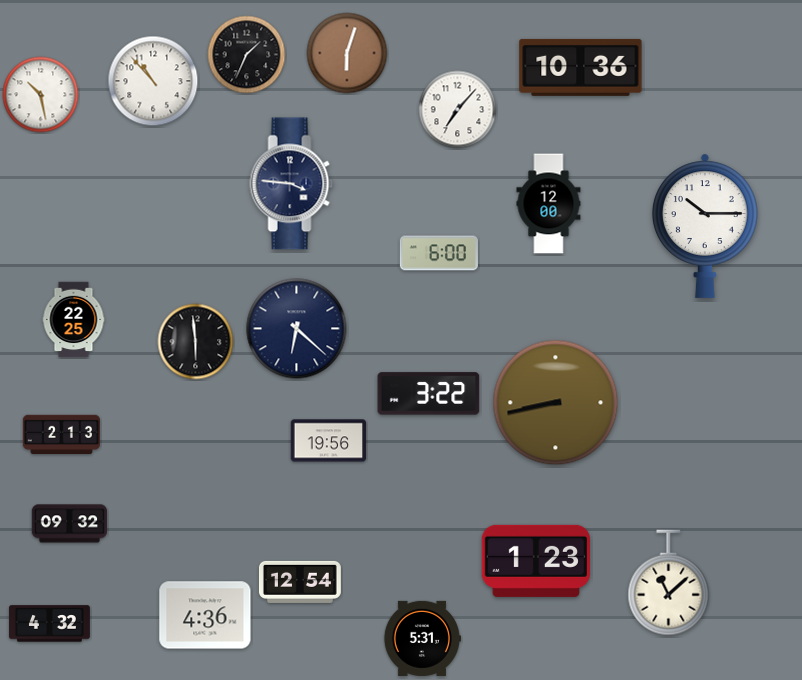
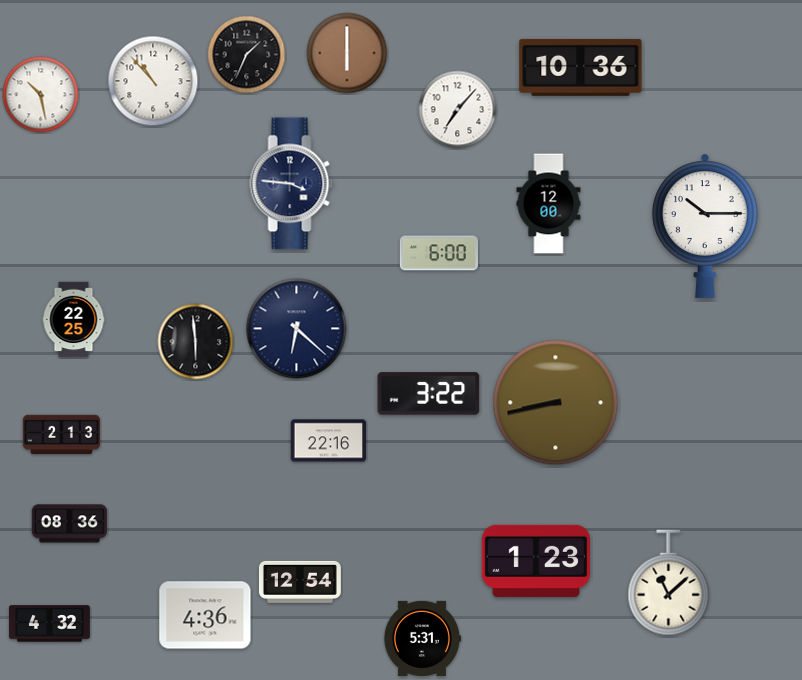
clock at (347, 53): 6:03 -> 6:00
clock at (329, 441): 19:56 -> 22:16
clock at (70, 524): 09:32 -> 08:36
